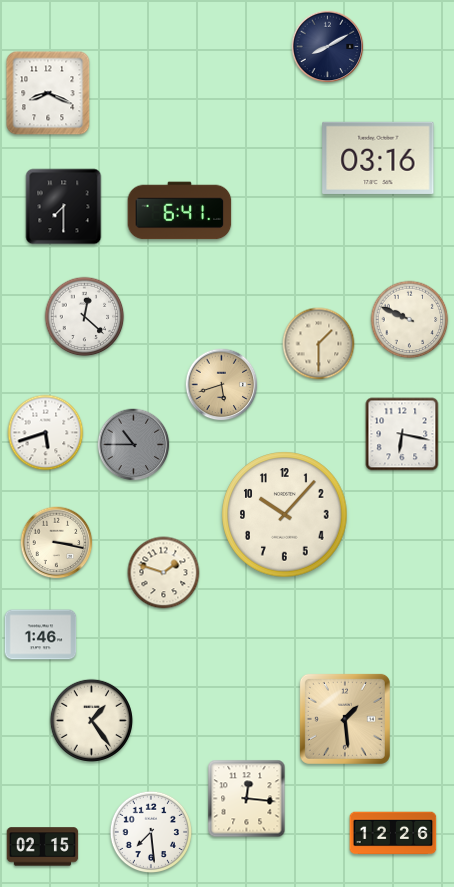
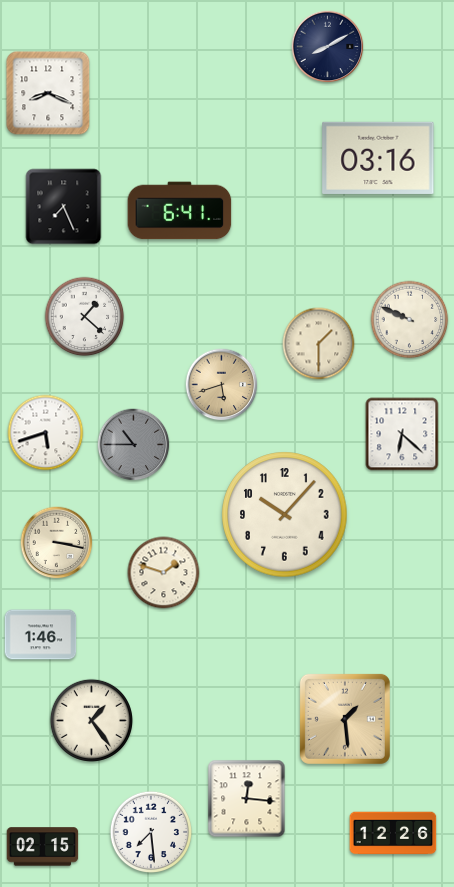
clock at (64, 207): 7:30 -> 7:26
clock at (85, 317): 12:22 -> 1:22
clock at (402, 434): 6:17 -> 6:22
